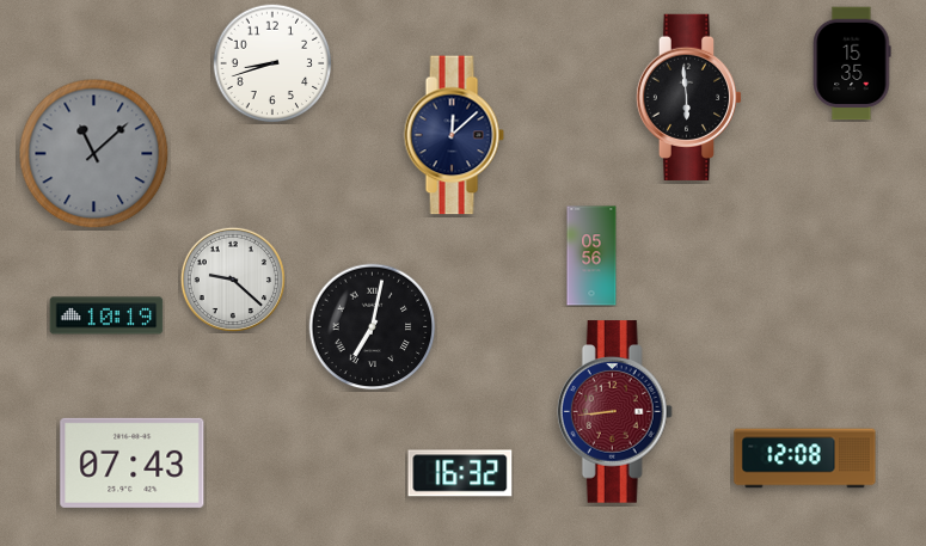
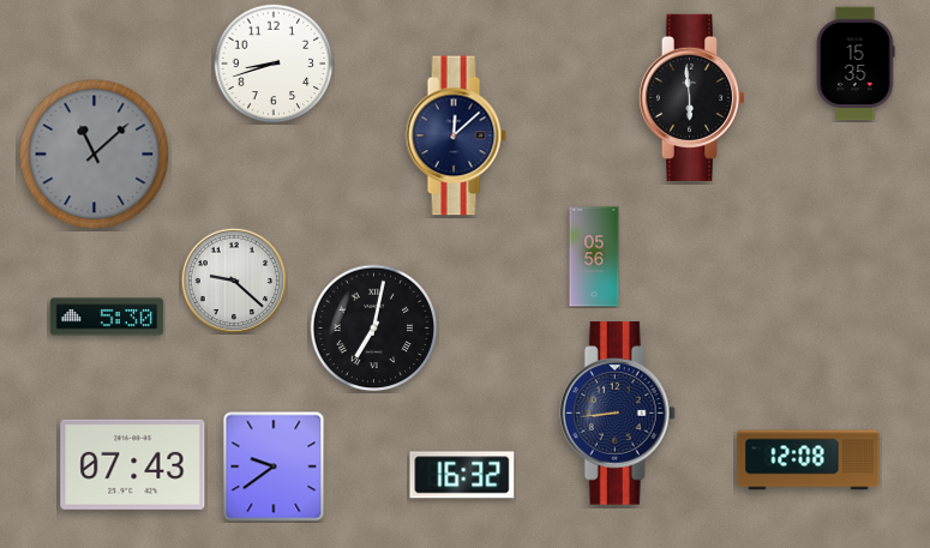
clock at (106, 315): 10:19 -> 5:30
clock at (614, 412) dial: burgundy -> navy
clock at (274, 466): none -> 9:39
